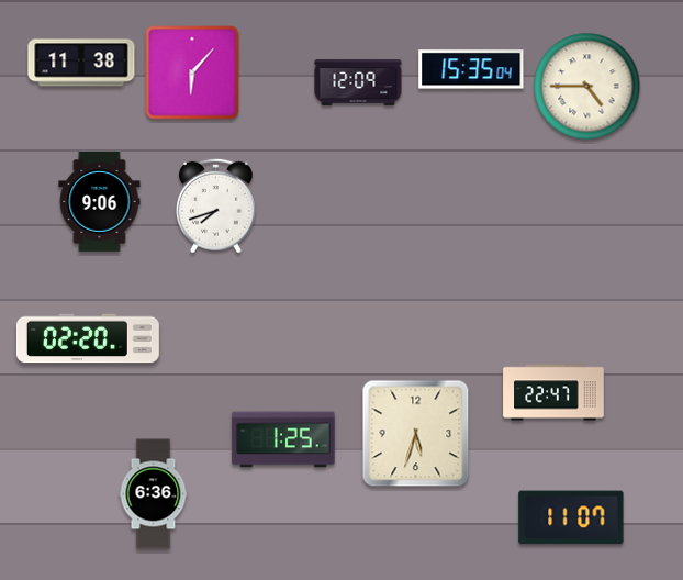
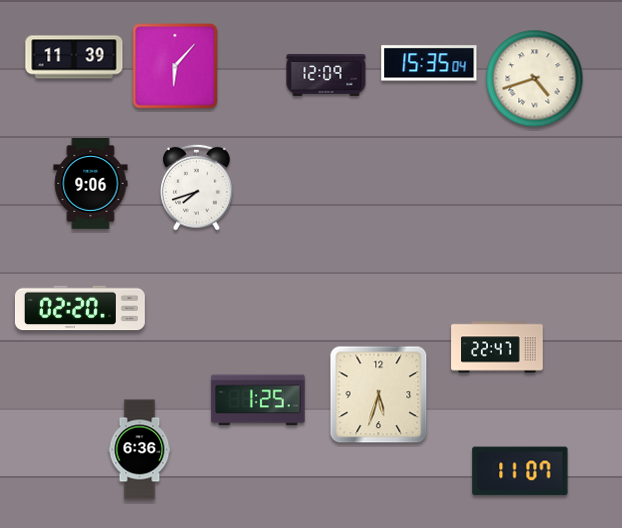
clock at (81, 63): 11:38 -> 11:39
clock at (587, 87): 4:45 -> 4:42
clock at (553, 392) position: (553, 392) -> (497, 347)
